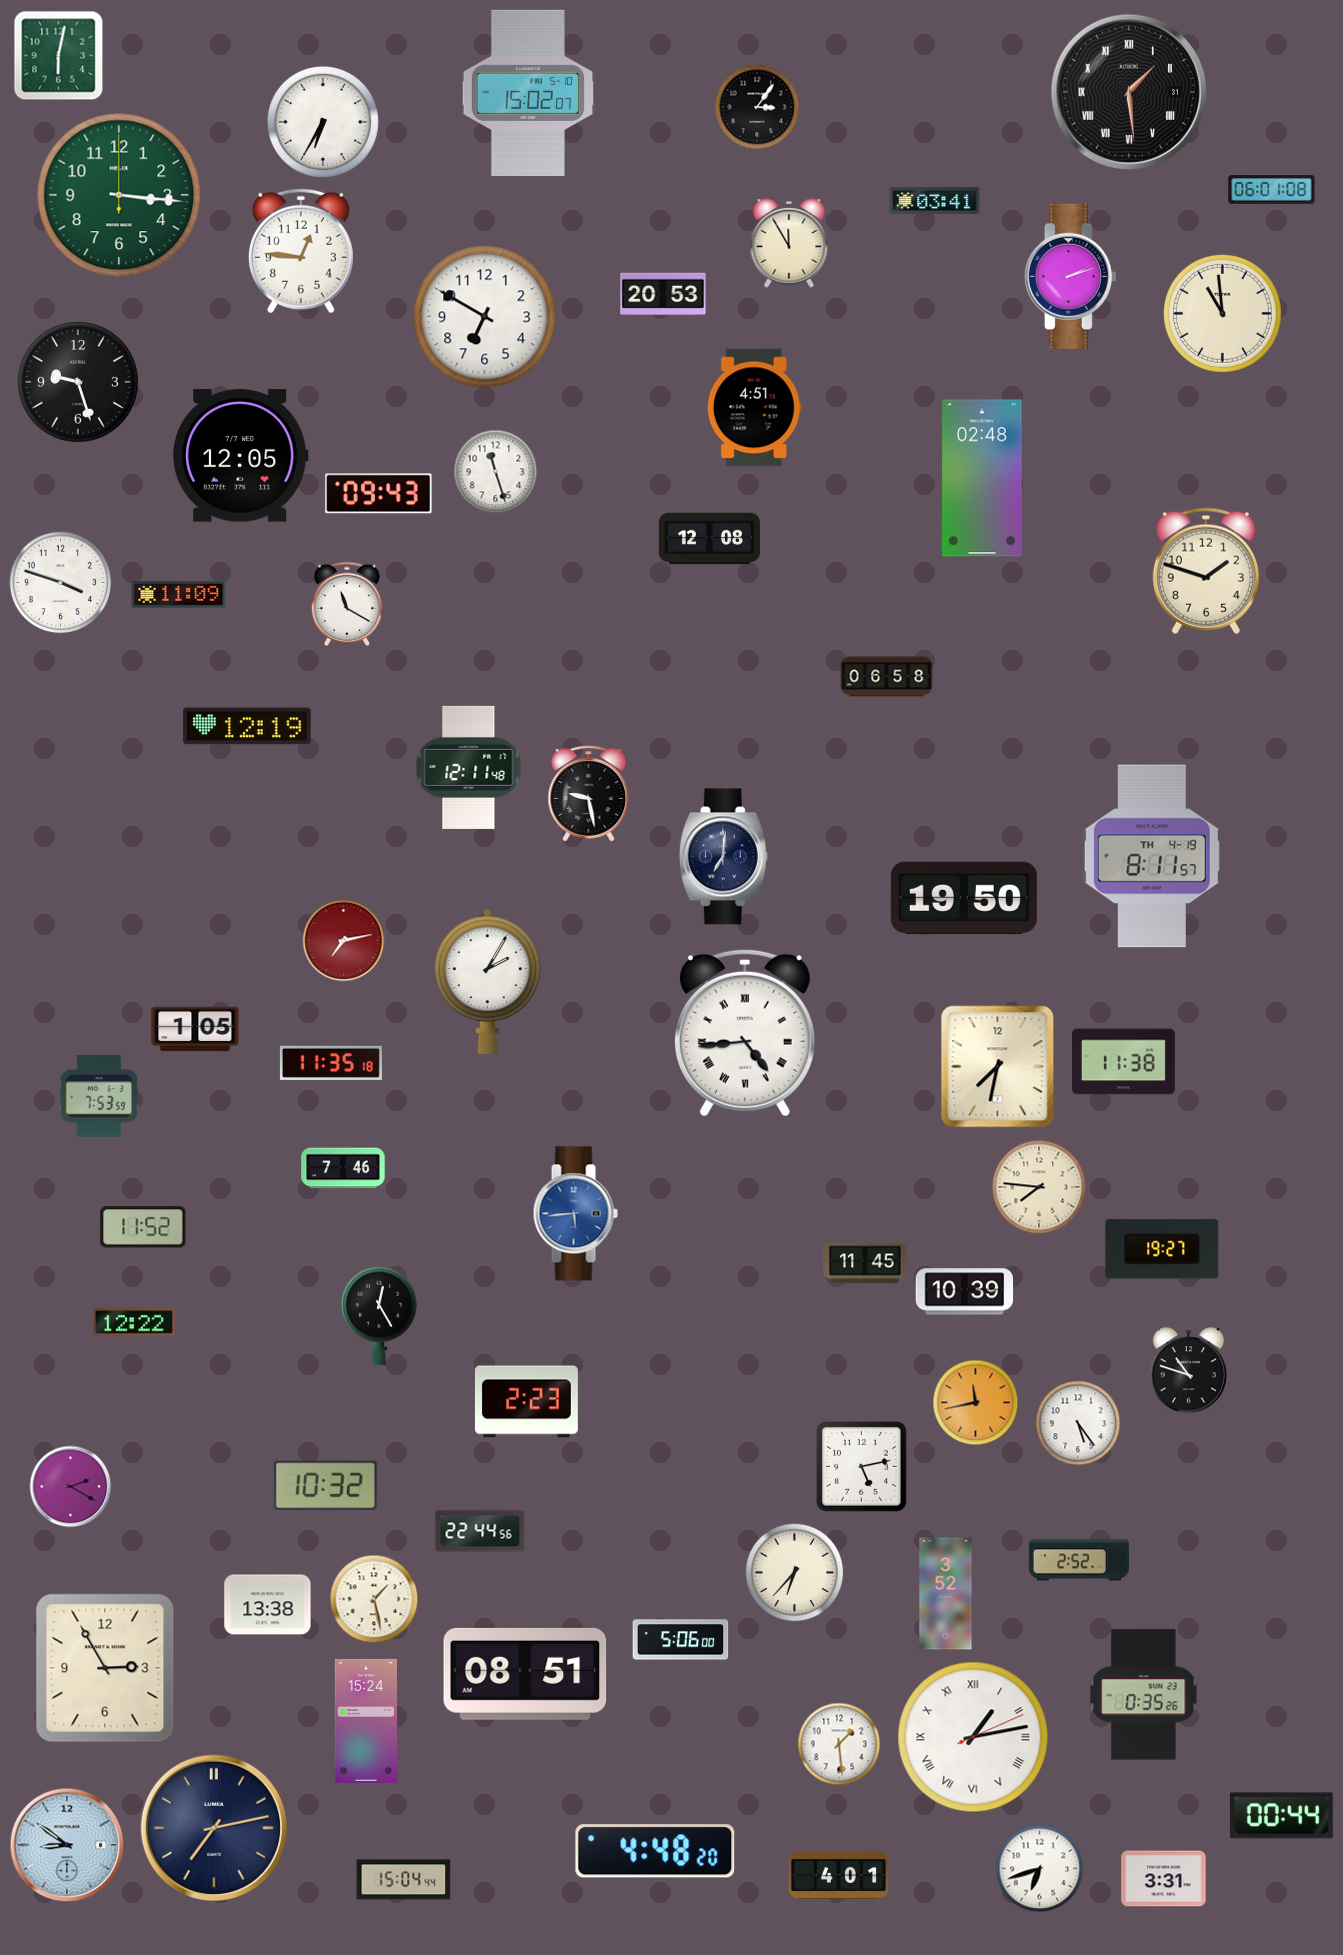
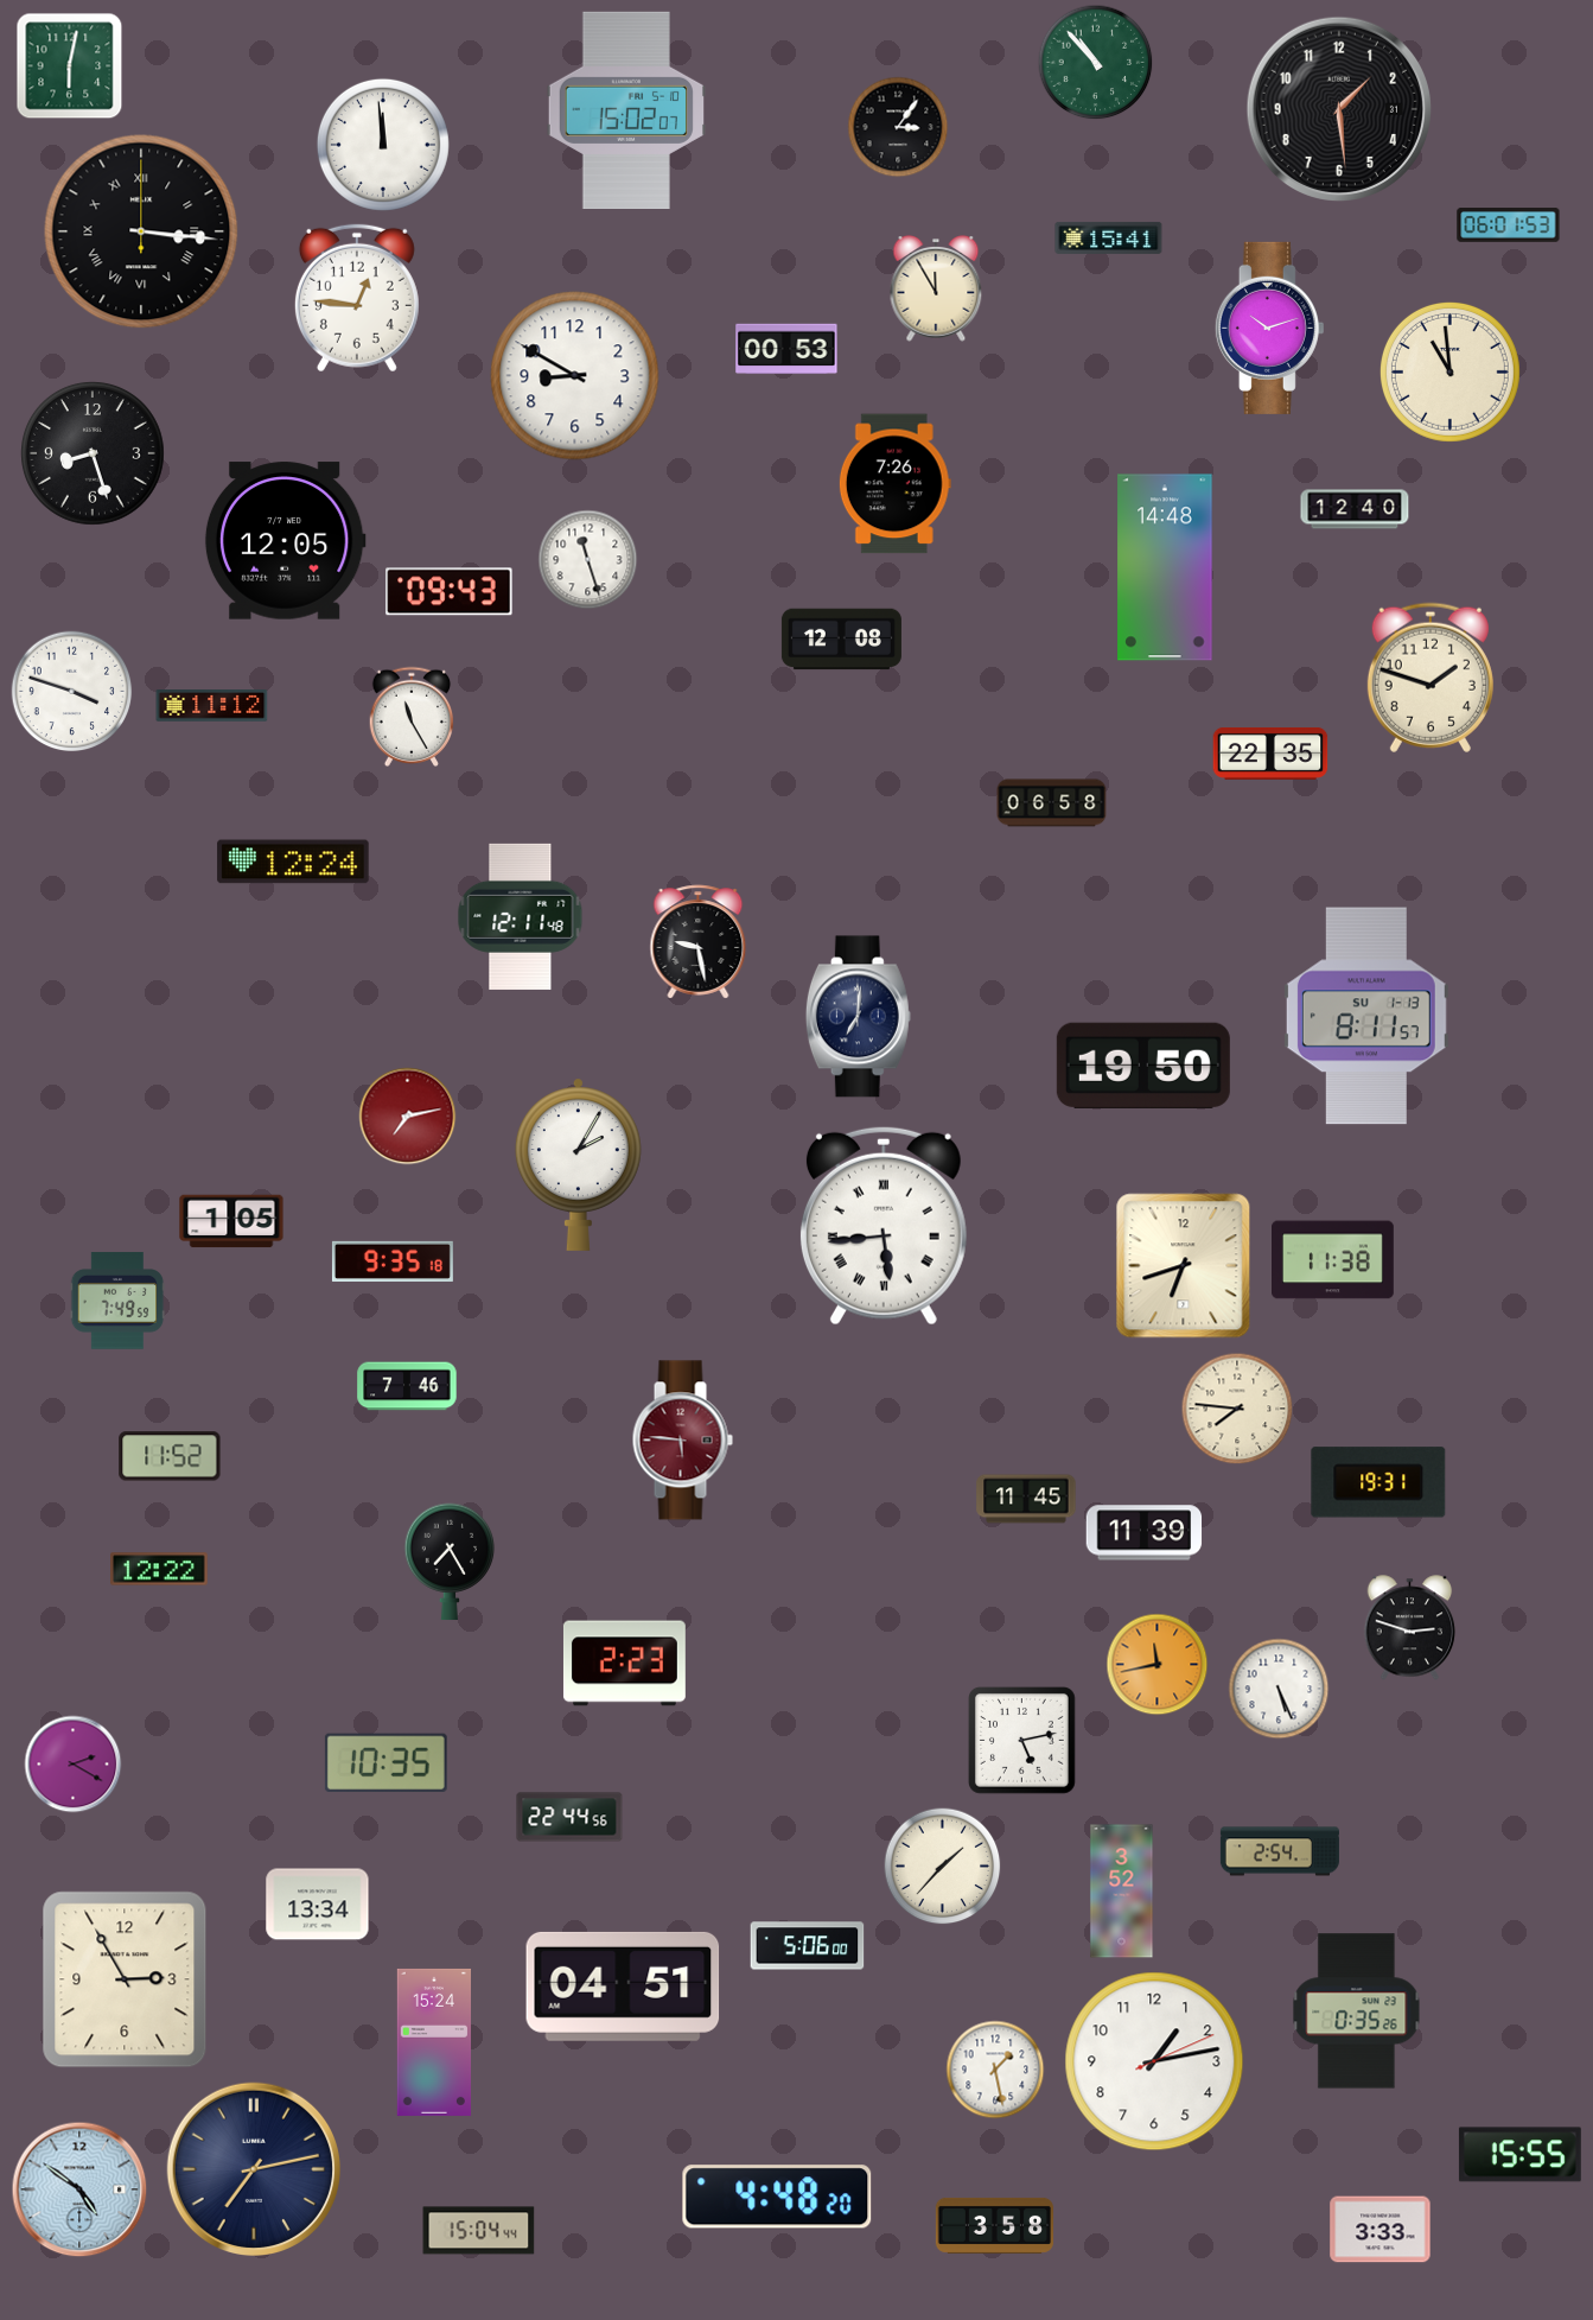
clock at (1096, 63): none -> 10:53
clock at (1129, 92) numerals: Roman -> Arabic
clock at (323, 122): 6:35 -> 11:59
clock at (1272, 190): 06:01:08 -> 06:01:53
clock at (119, 195) dial: green -> black
clock at (119, 195) numerals: Arabic -> Roman
clock at (935, 200): 03:41 -> 15:41
clock at (1070, 276): 2:12 -> 10:12
clock at (663, 294): 20:53 -> 00:53
clock at (485, 317): 6:50 -> 8:50
clock at (79, 383): 9:27 -> 8:27
clock at (754, 408): 4:51 -> 7:26
clock at (1355, 509): none -> 12:40
clock at (982, 478): 02:48 -> 14:48
clock at (379, 494) position: (379, 494) -> (450, 592)
clock at (179, 595): 11:09 -> 11:12
clock at (347, 603): 11:20 -> 11:25
clock at (1270, 754): none -> 22:35
clock at (247, 726): 12:19 -> 12:24
clock at (469, 767) position: (469, 767) -> (521, 916)
clock at (1152, 856) date: TH 4-19 -> SU 1-13
clock at (745, 1033): 4:44 -> 5:44
clock at (331, 1063): 11:35 -> 9:35
clock at (998, 1067): 7:32 -> 6:42
clock at (99, 1096): 7:53 -> 7:49
clock at (1039, 1187) position: (1039, 1187) -> (1237, 1409)
clock at (575, 1214): 5:44 -> 5:46
clock at (575, 1214) dial: blue -> burgundy
clock at (1162, 1249): 19:27 -> 19:31
clock at (965, 1292): 10:39 -> 11:39
clock at (379, 1316): 12:25 -> 7:25
clock at (1189, 1372): 10:48 -> 2:48
clock at (1078, 1423): 5:24 -> 5:26
clock at (325, 1485): 10:32 -> 10:35
clock at (71, 1487) position: (71, 1487) -> (74, 1765)
clock at (1079, 1560): 2:52 -> 2:54
clock at (795, 1573): 6:37 -> 1:37
clock at (374, 1599): 1:28 -> none
clock at (268, 1605): 13:38 -> 13:34
clock at (525, 1674): 08:51 -> 04:51
clock at (973, 1737) numerals: Roman -> Arabic
clock at (839, 1744): 1:29 -> 1:28
clock at (1281, 1816): 00:44 -> 15:55
clock at (67, 1845): 8:51 -> 4:51
clock at (1040, 1869): 6:42 -> none
clock at (838, 1875): 4:01 -> 3:58
clock at (1164, 1879): 3:31 -> 3:33
